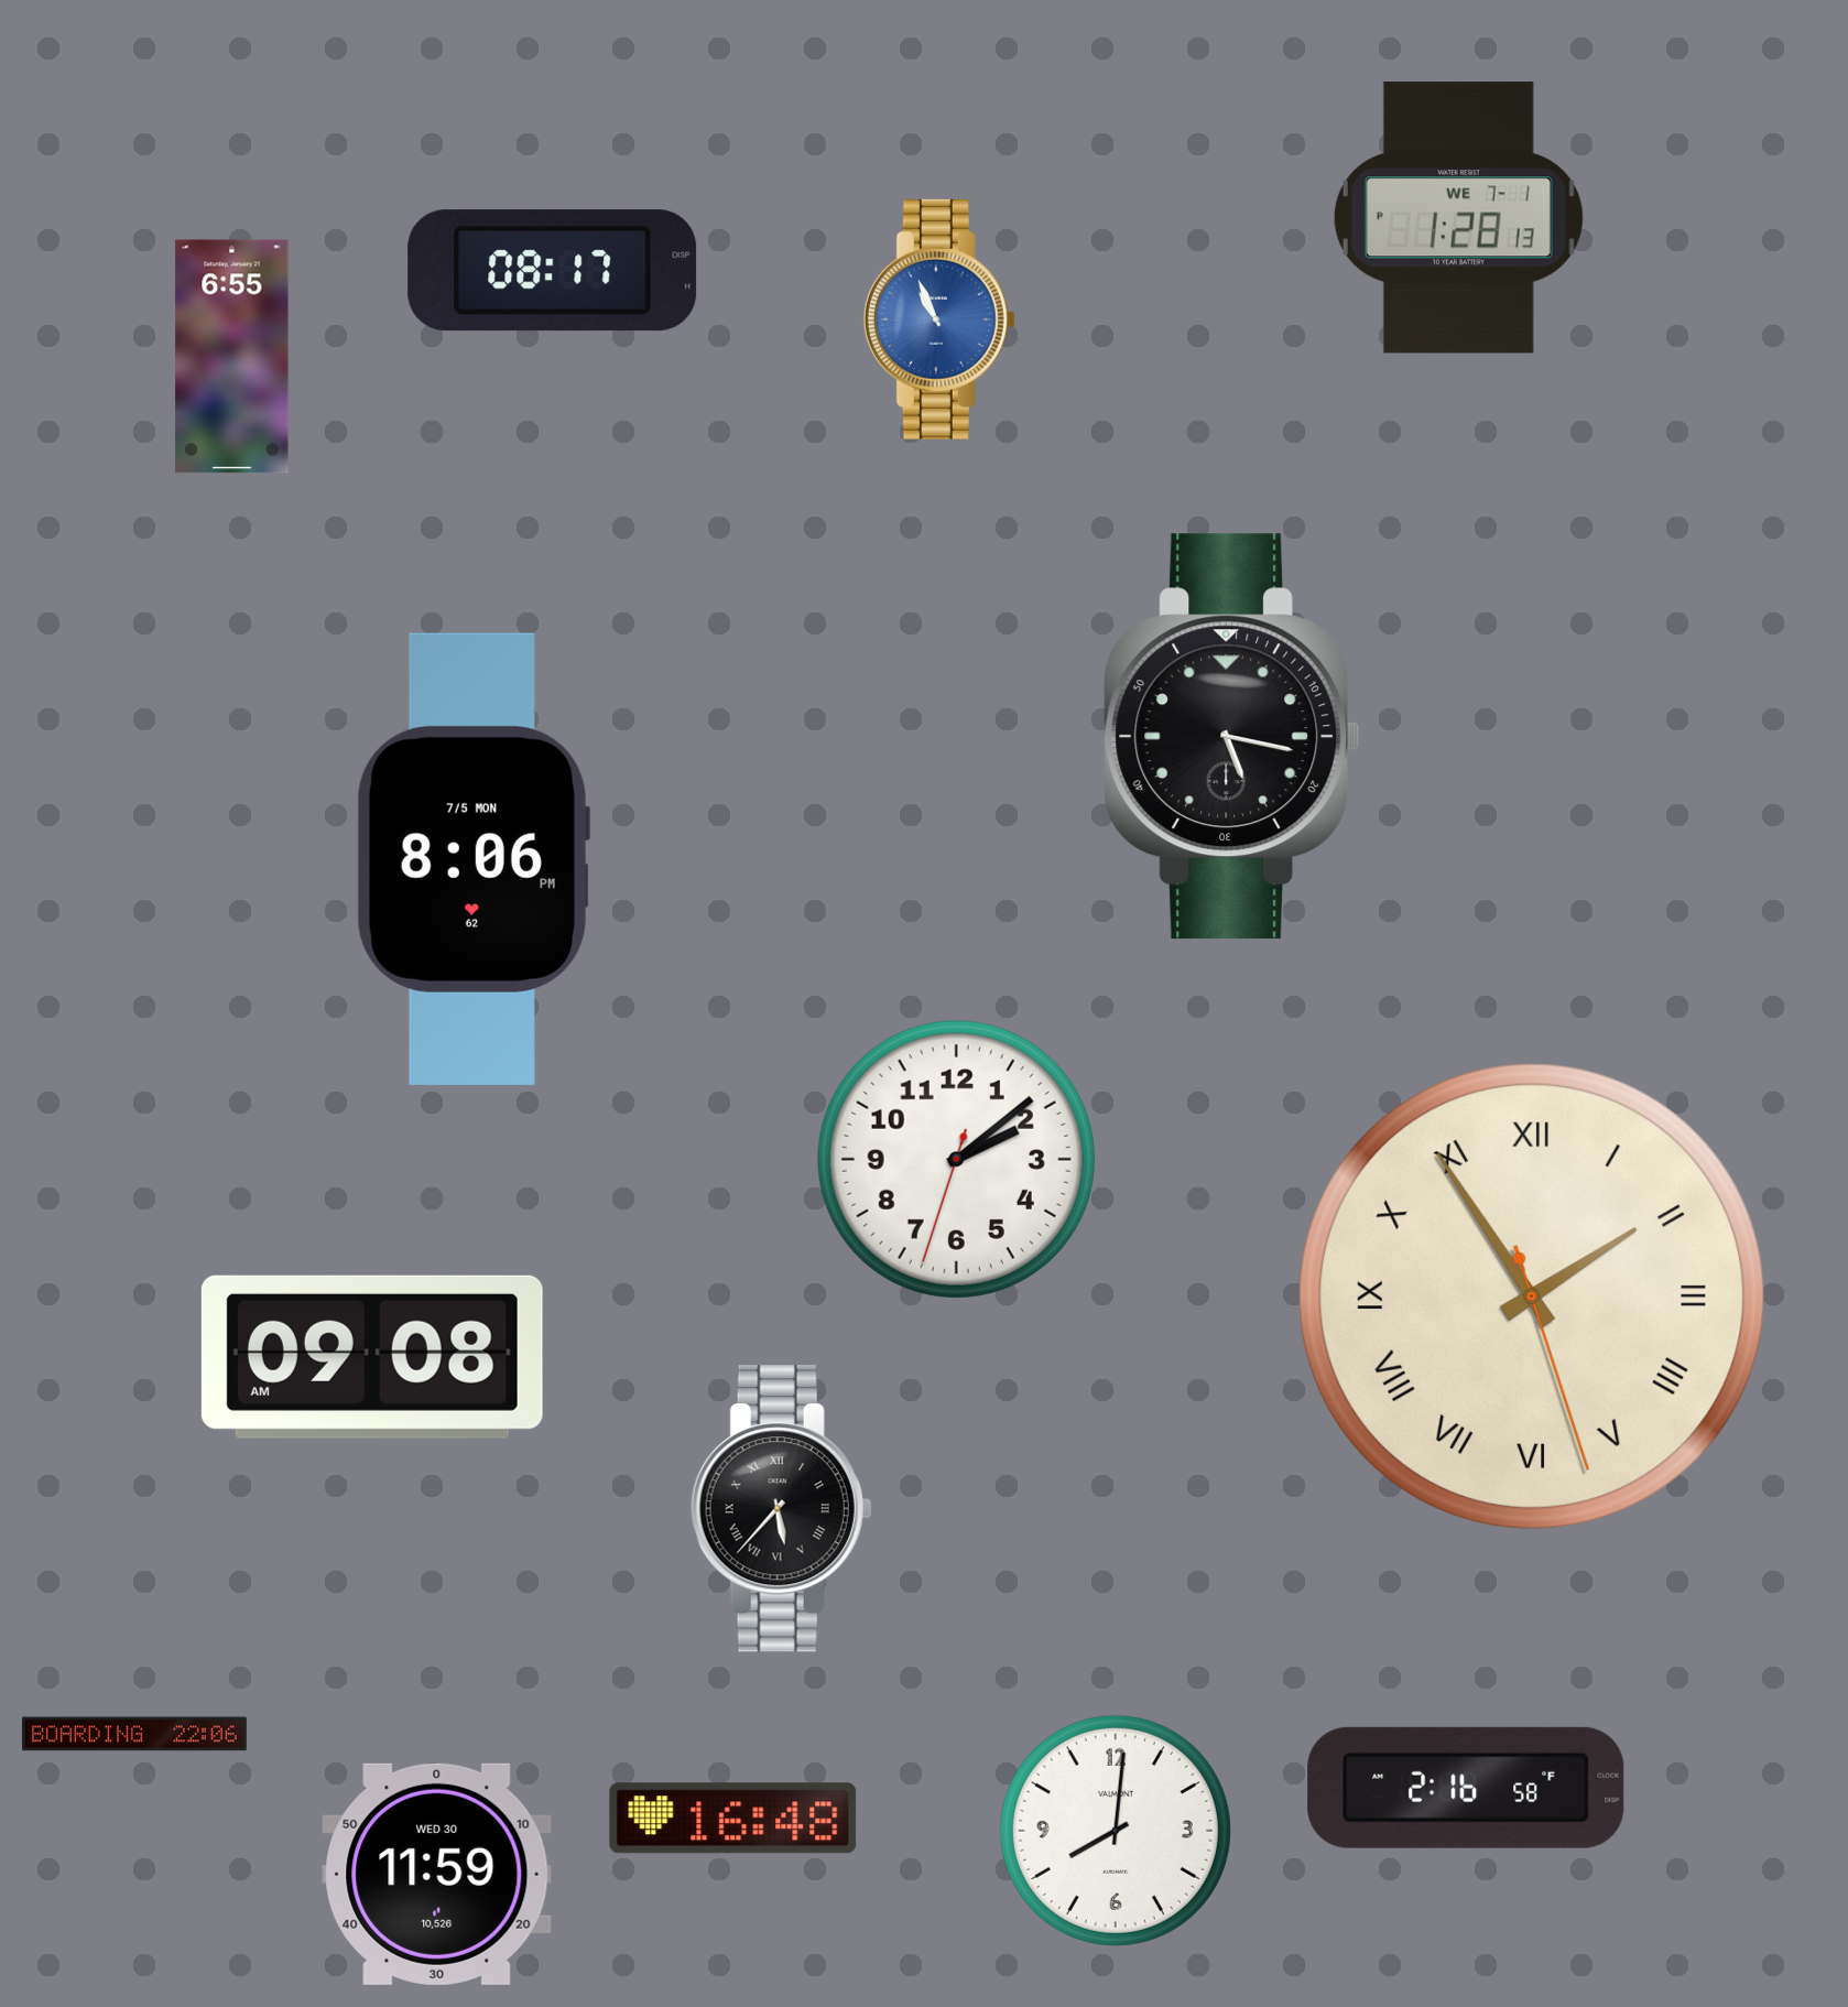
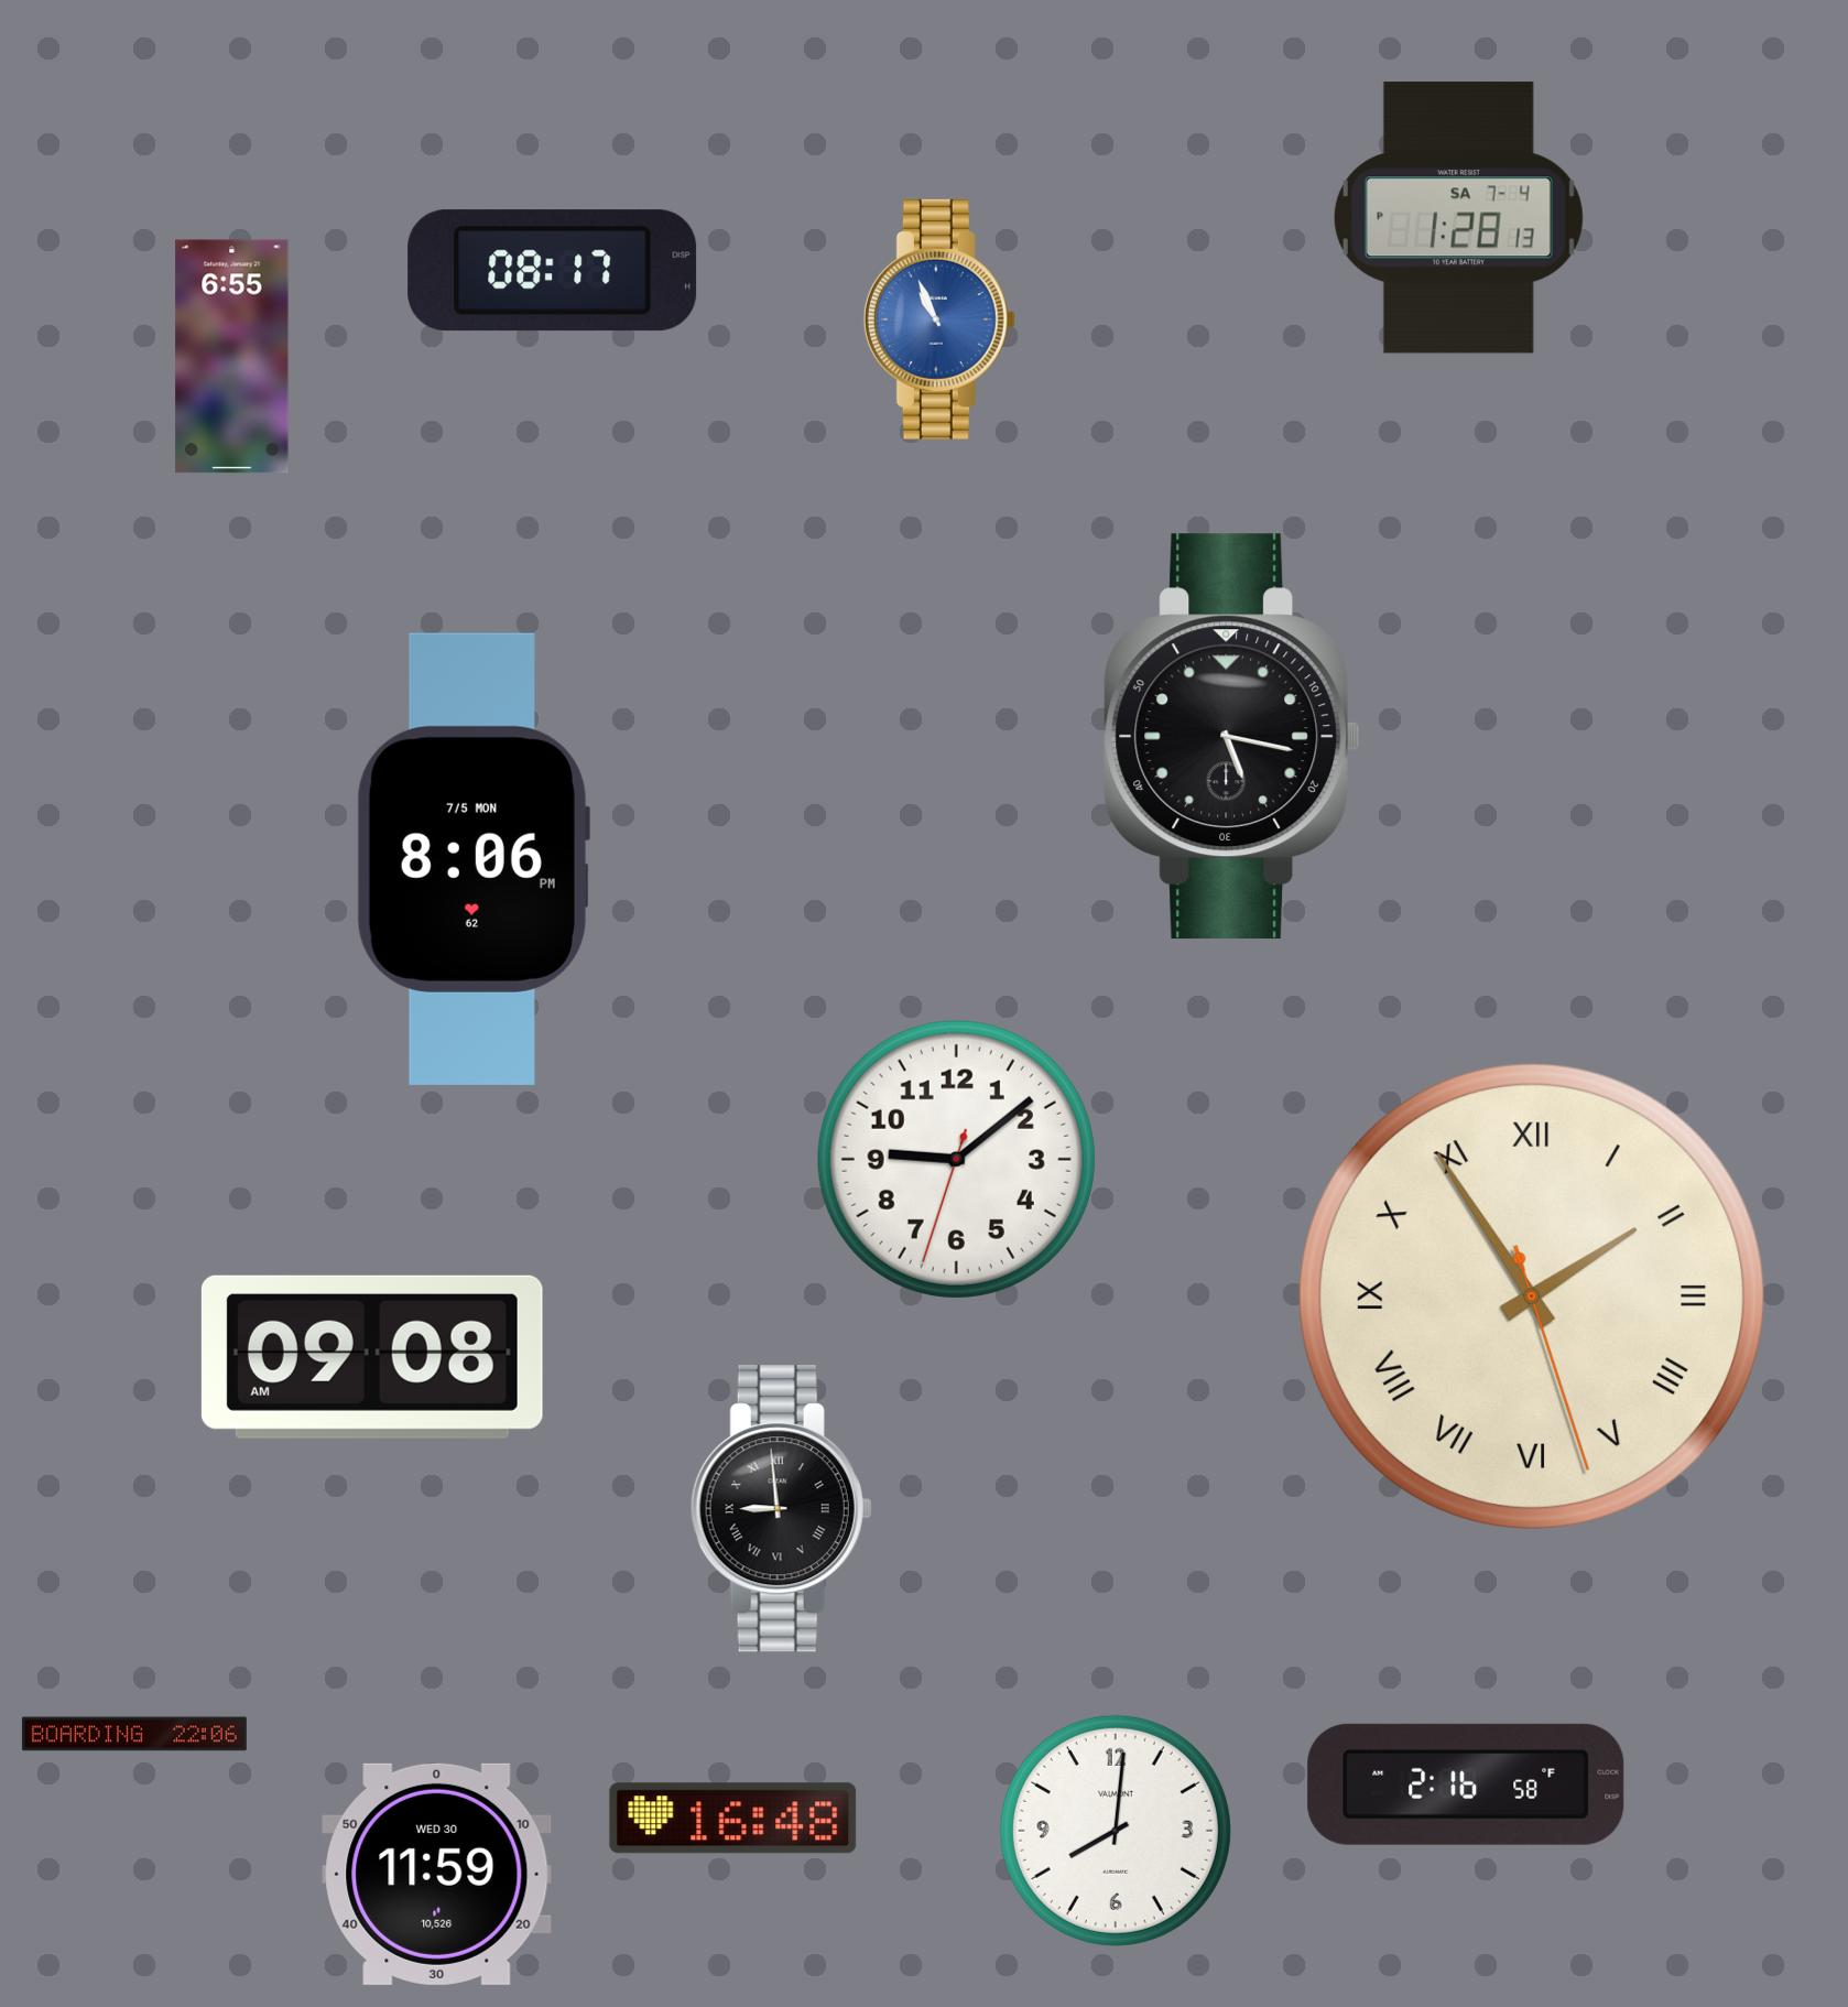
clock at (1458, 218) date: WE 7-1 -> SA 7-4
clock at (956, 1159): 2:08 -> 9:08
clock at (781, 1509): 5:37 -> 8:59
clock at (1466, 1788) position: (1466, 1788) -> (1466, 1784)
